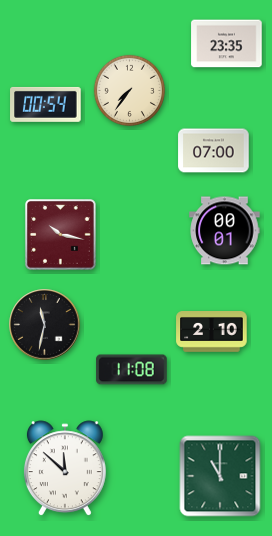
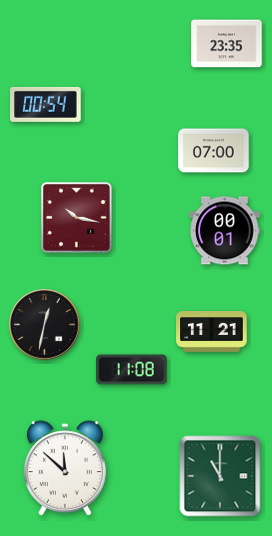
clock at (129, 90): 7:36 -> none
clock at (61, 235) position: (61, 235) -> (77, 218)
clock at (45, 325): 11:32 -> 12:32
clock at (212, 332): 2:10 -> 11:21
